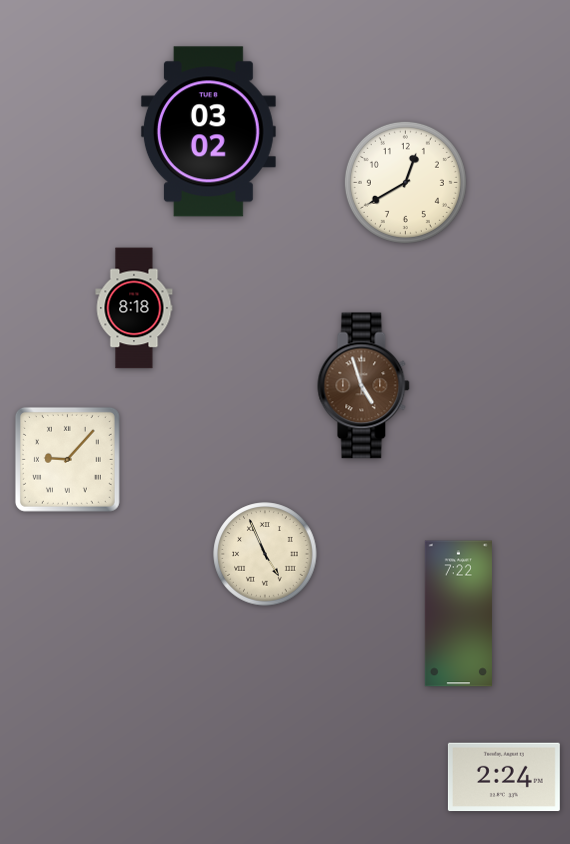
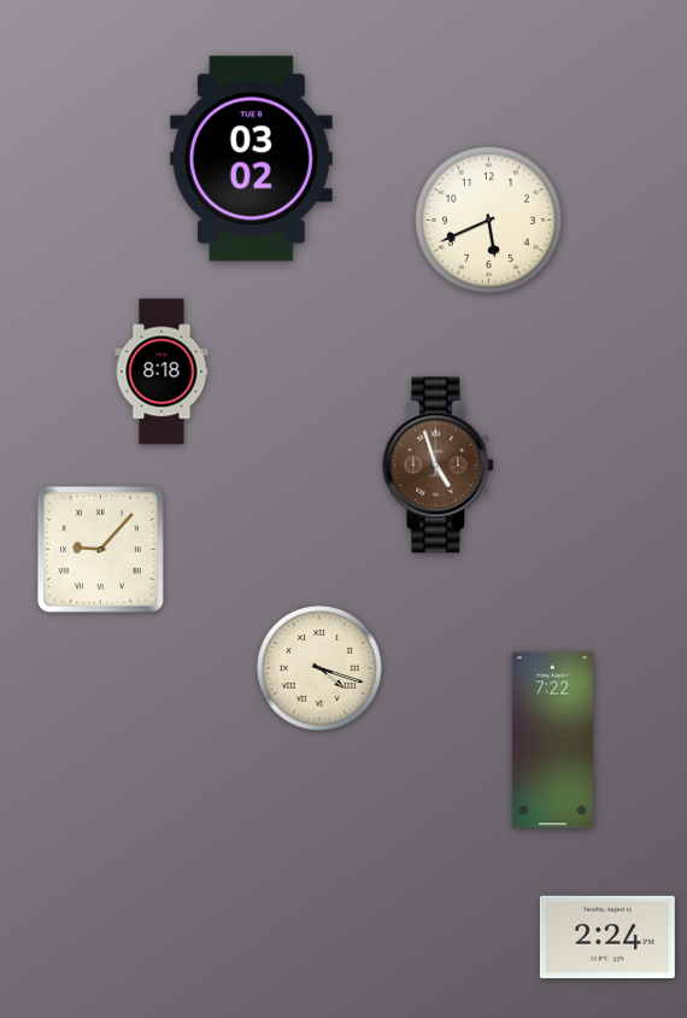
clock at (405, 182): 12:40 -> 5:41
clock at (67, 459) position: (67, 459) -> (100, 549)
clock at (265, 554): 4:56 -> 4:18
